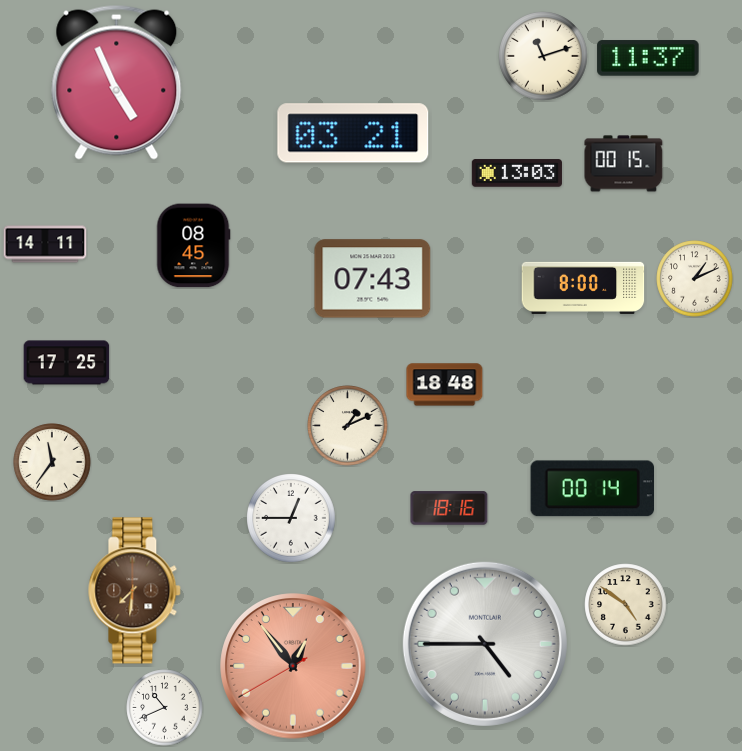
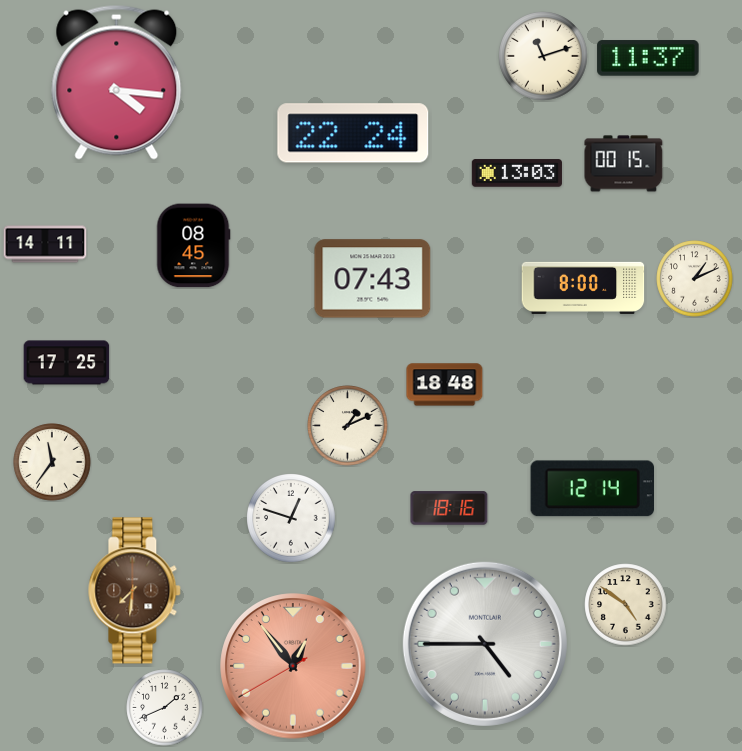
clock at (117, 82): 4:56 -> 4:16
clock at (353, 133): 03:21 -> 22:24
clock at (592, 489): 00:14 -> 12:14
clock at (291, 518): 12:45 -> 12:48
clock at (165, 708): 10:41 -> 1:41
